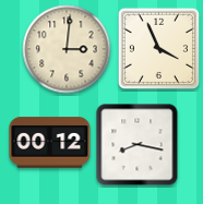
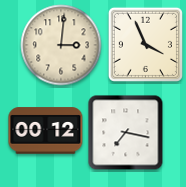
clock at (138, 145): 8:17 -> 7:17
